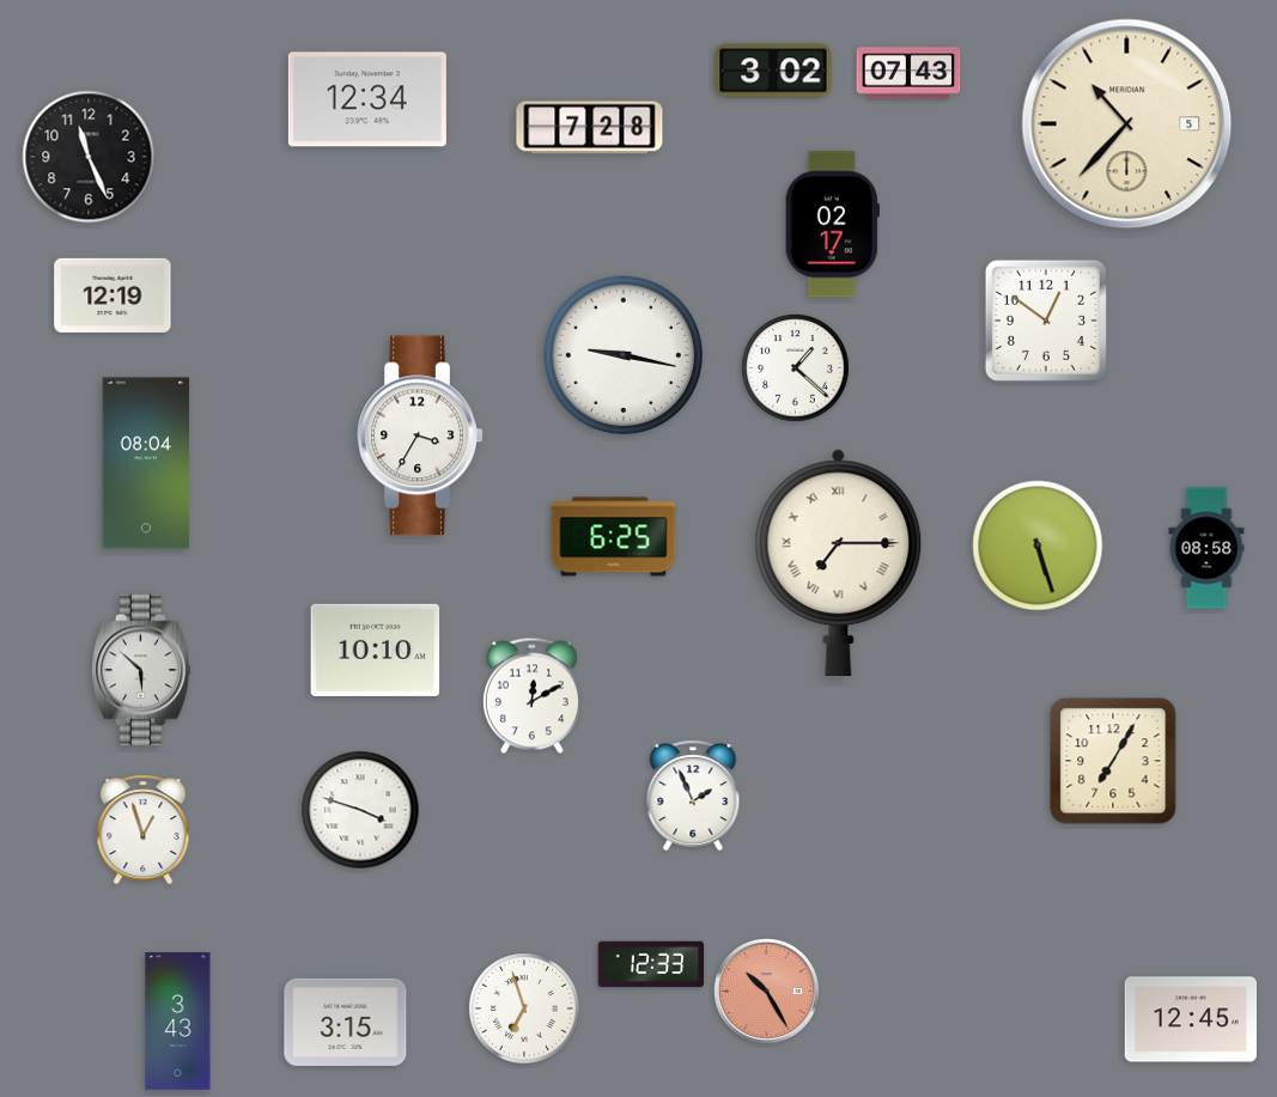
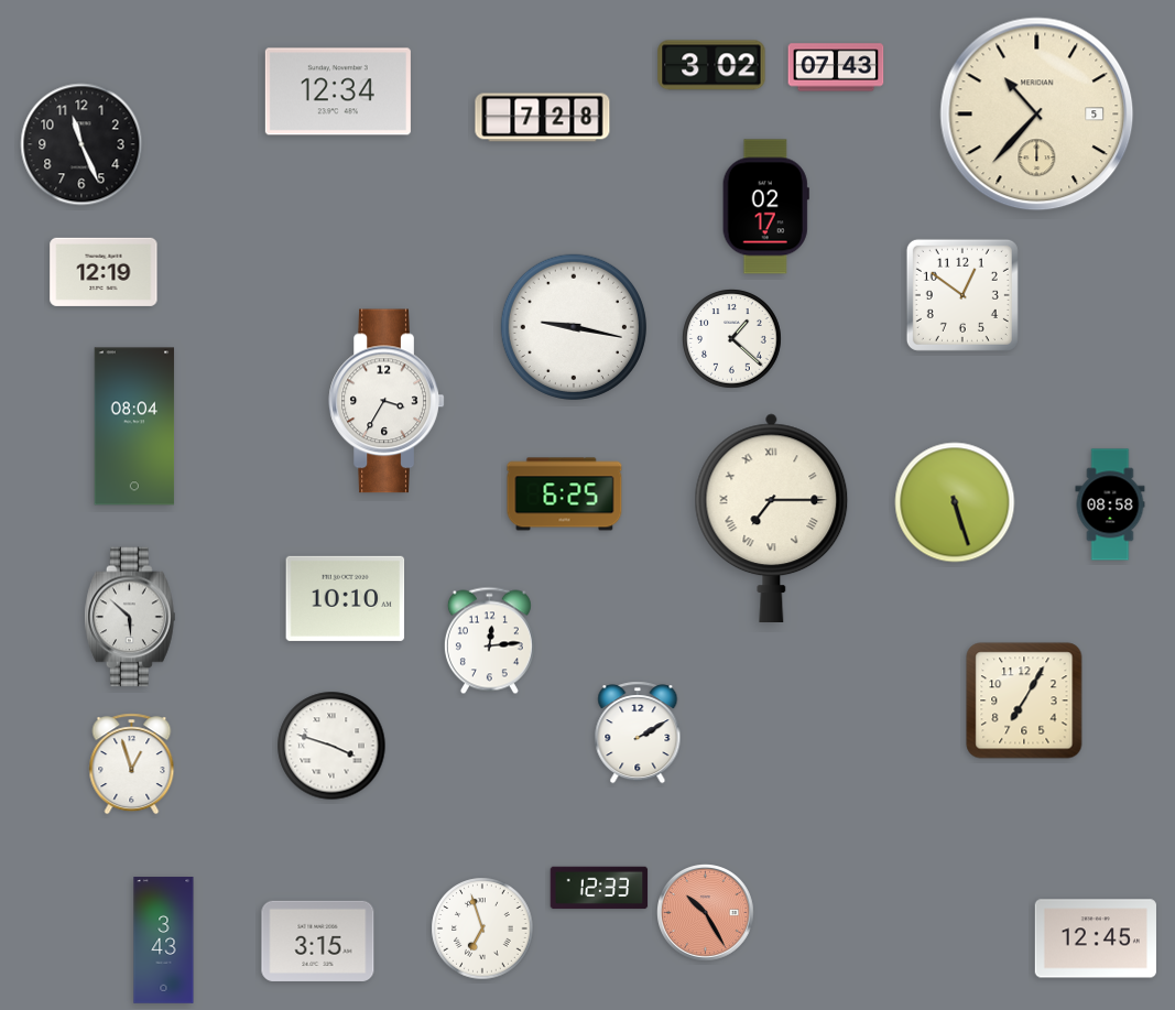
clock at (531, 696): 12:10 -> 12:14
clock at (693, 796): 1:56 -> 2:10
